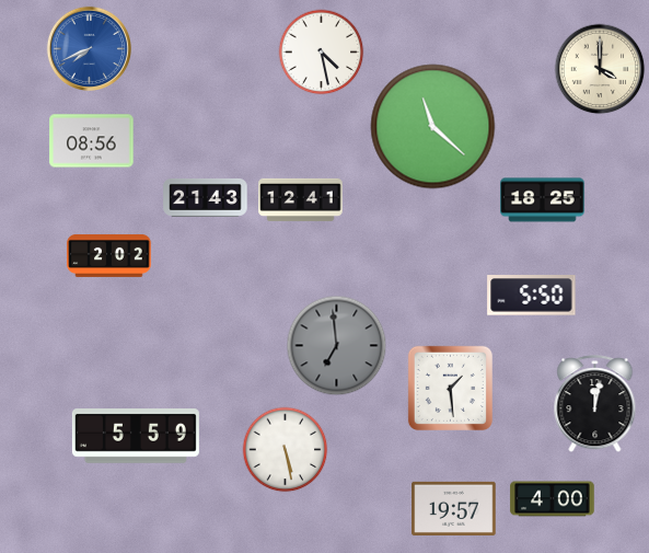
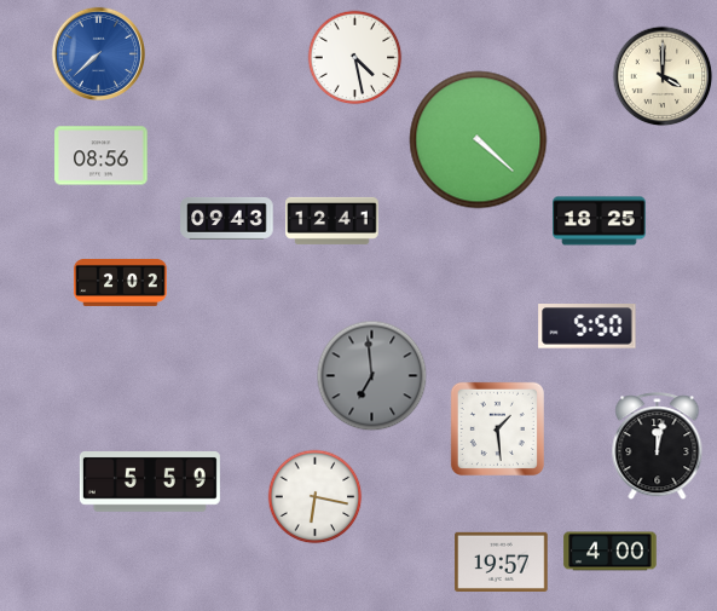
clock at (89, 48): 7:41 -> 7:38
clock at (433, 127): 11:22 -> 4:22
clock at (206, 197): 21:43 -> 09:43
clock at (336, 345) position: (336, 345) -> (371, 375)
clock at (285, 449): 5:28 -> 6:17
